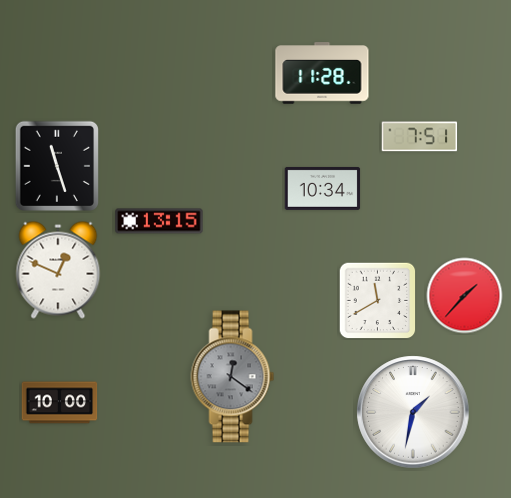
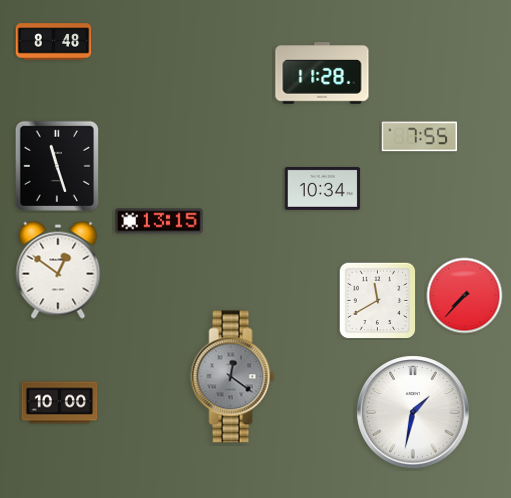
clock at (54, 42): none -> 8:48
clock at (420, 137): 7:51 -> 7:55
clock at (58, 270): 12:49 -> 12:51
clock at (465, 296): 1:37 -> 7:37
